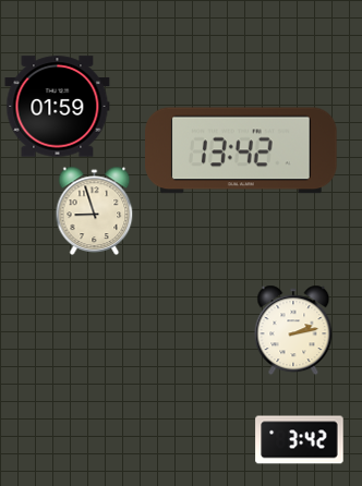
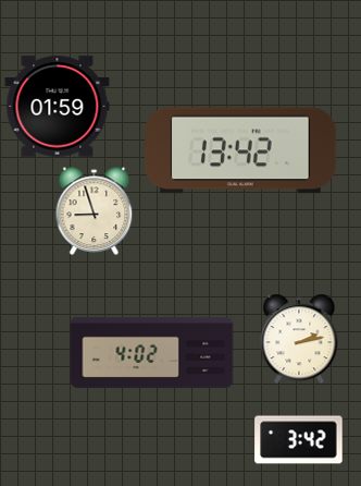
clock at (293, 330) position: (293, 330) -> (299, 339)
clock at (152, 352): none -> 4:02
